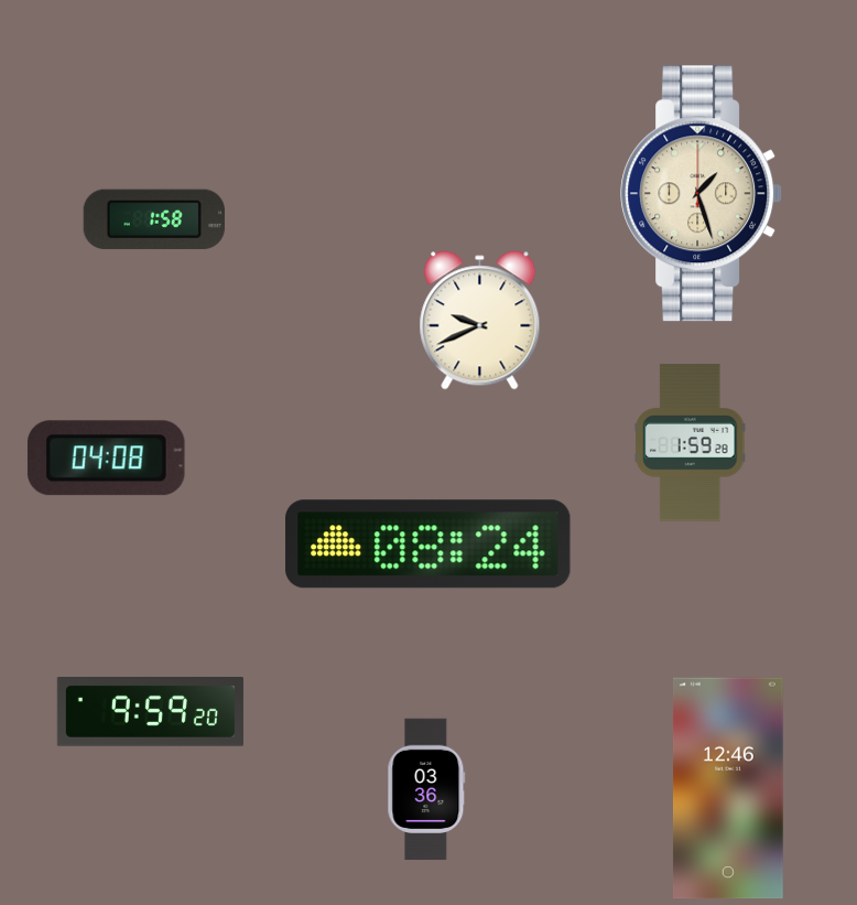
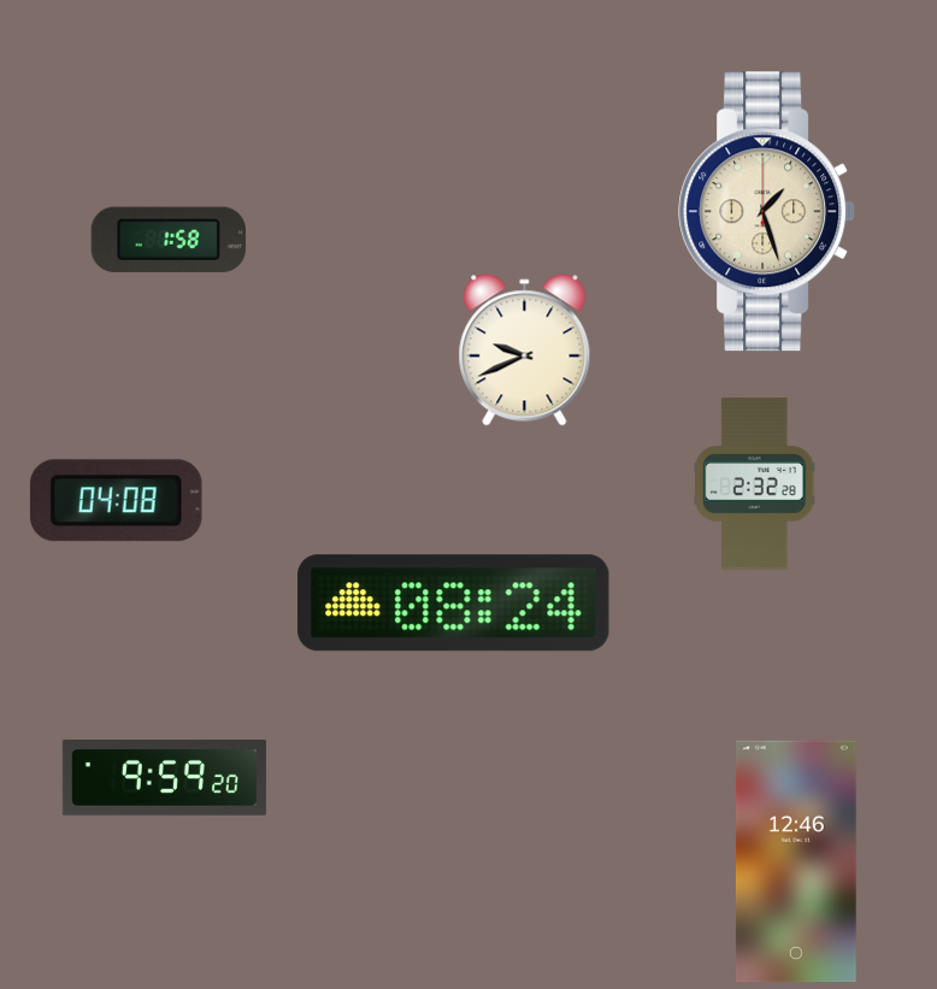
clock at (690, 443): 1:59 -> 2:32
clock at (428, 545) position: (428, 545) -> (454, 604)
clock at (426, 789): 03:36 -> none
